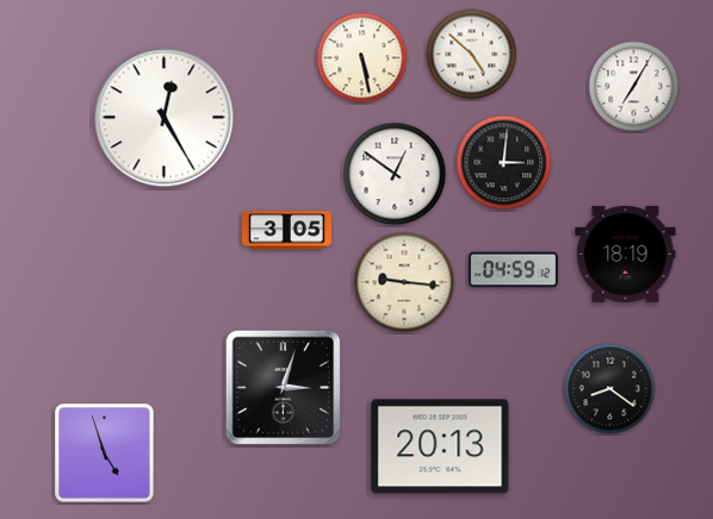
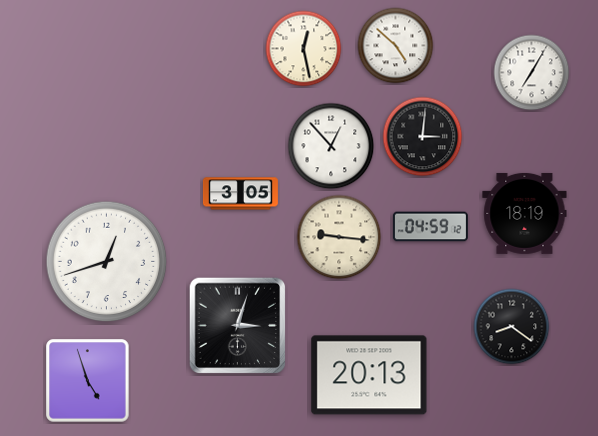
clock at (362, 58): 5:28 -> 12:28
clock at (165, 118): 12:25 -> none
clock at (395, 174): 12:51 -> 12:53
clock at (107, 262): none -> 12:42
